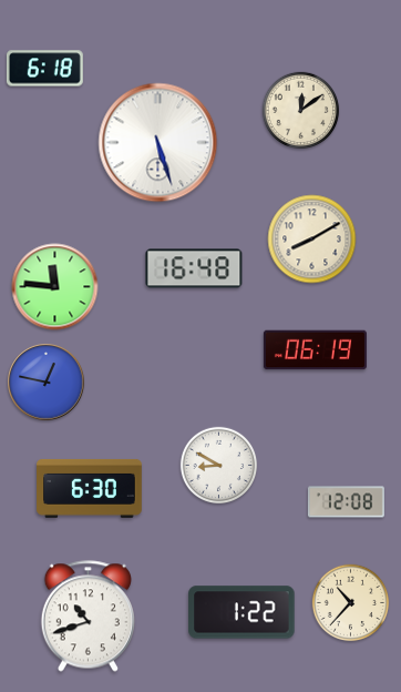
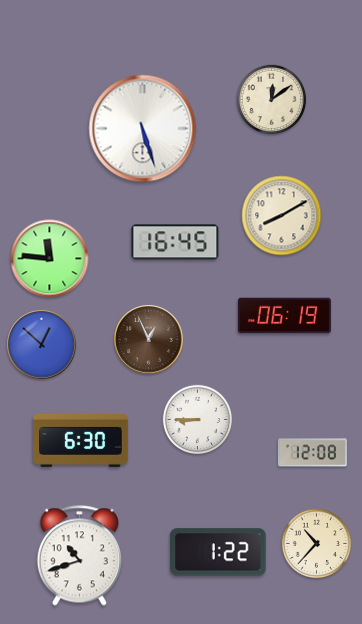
clock at (44, 69): 6:18 -> none
clock at (194, 268): 16:48 -> 16:45
clock at (149, 340): none -> 12:56
clock at (47, 383): 12:47 -> 12:52
clock at (219, 466): 8:50 -> 8:45
